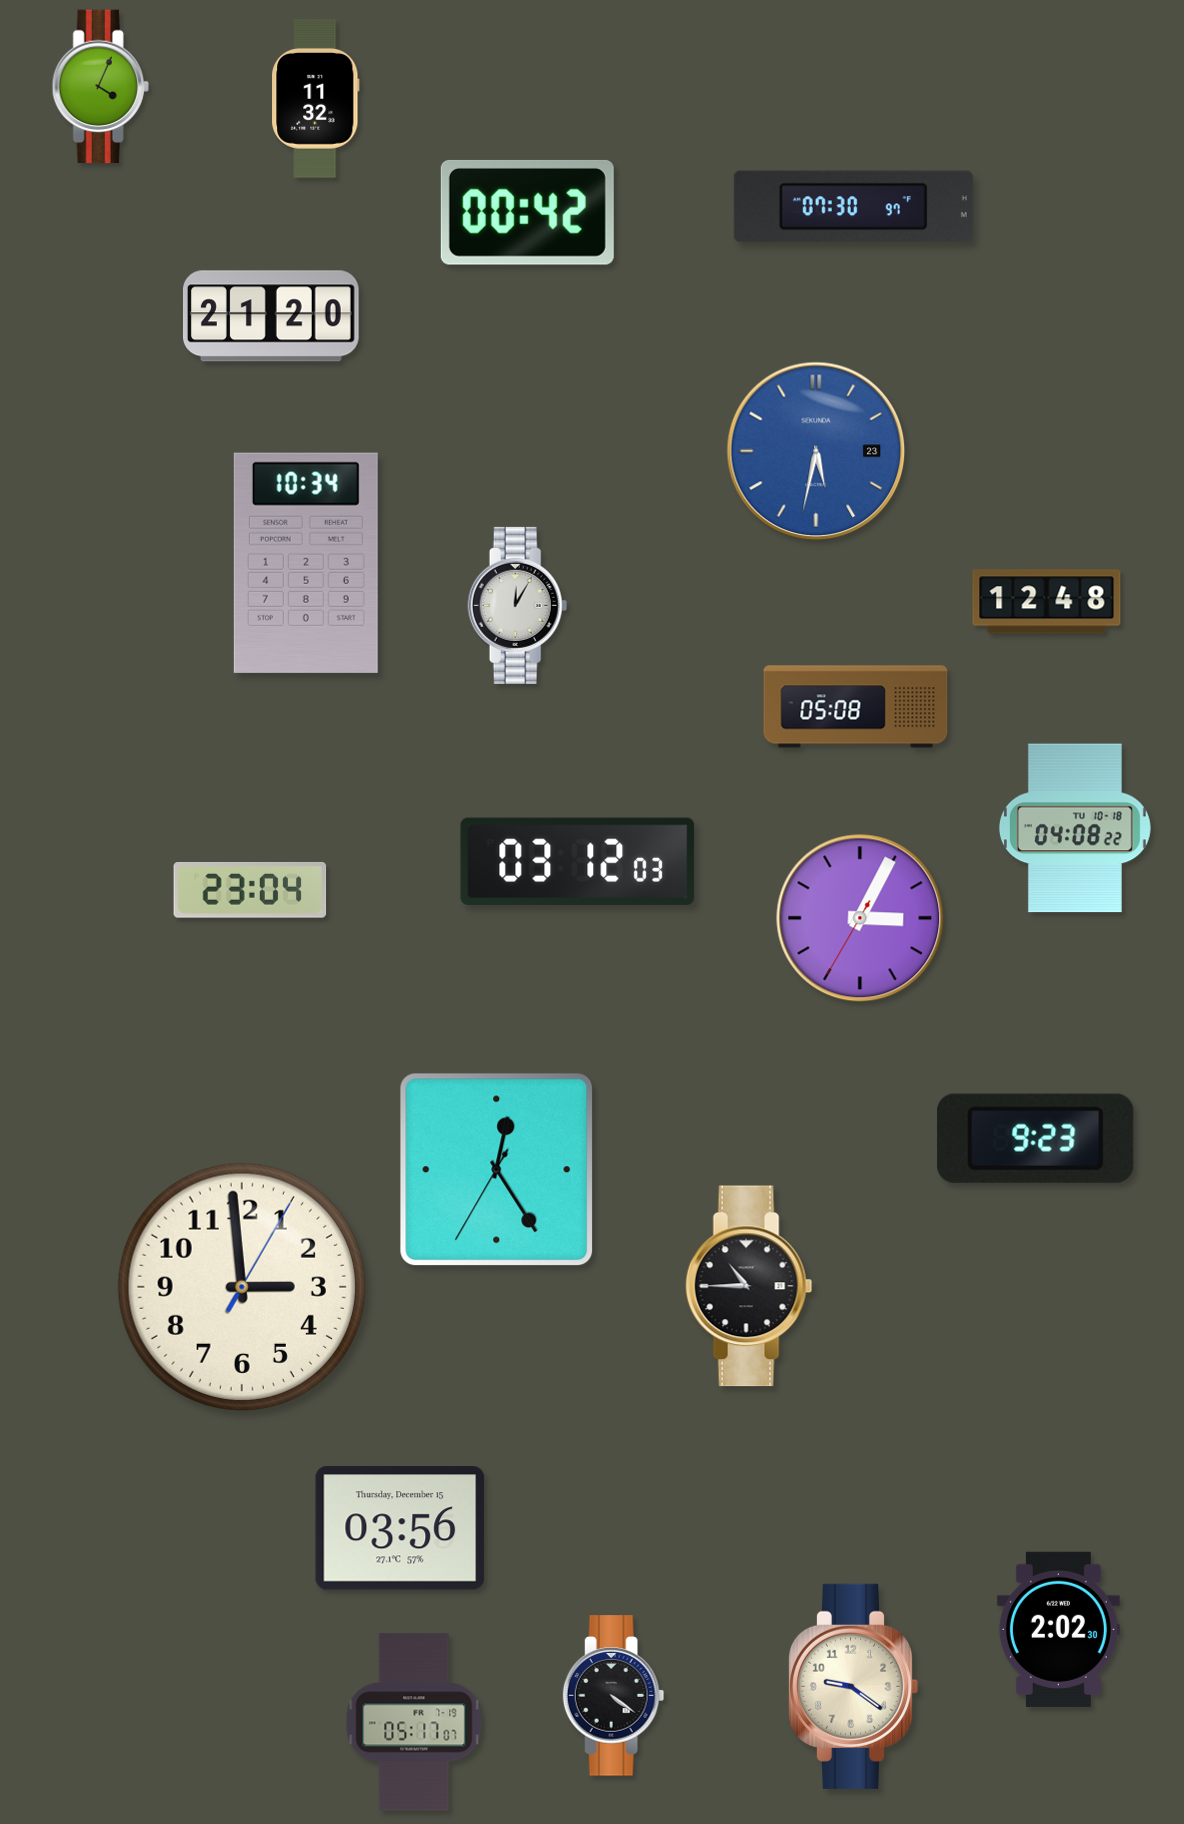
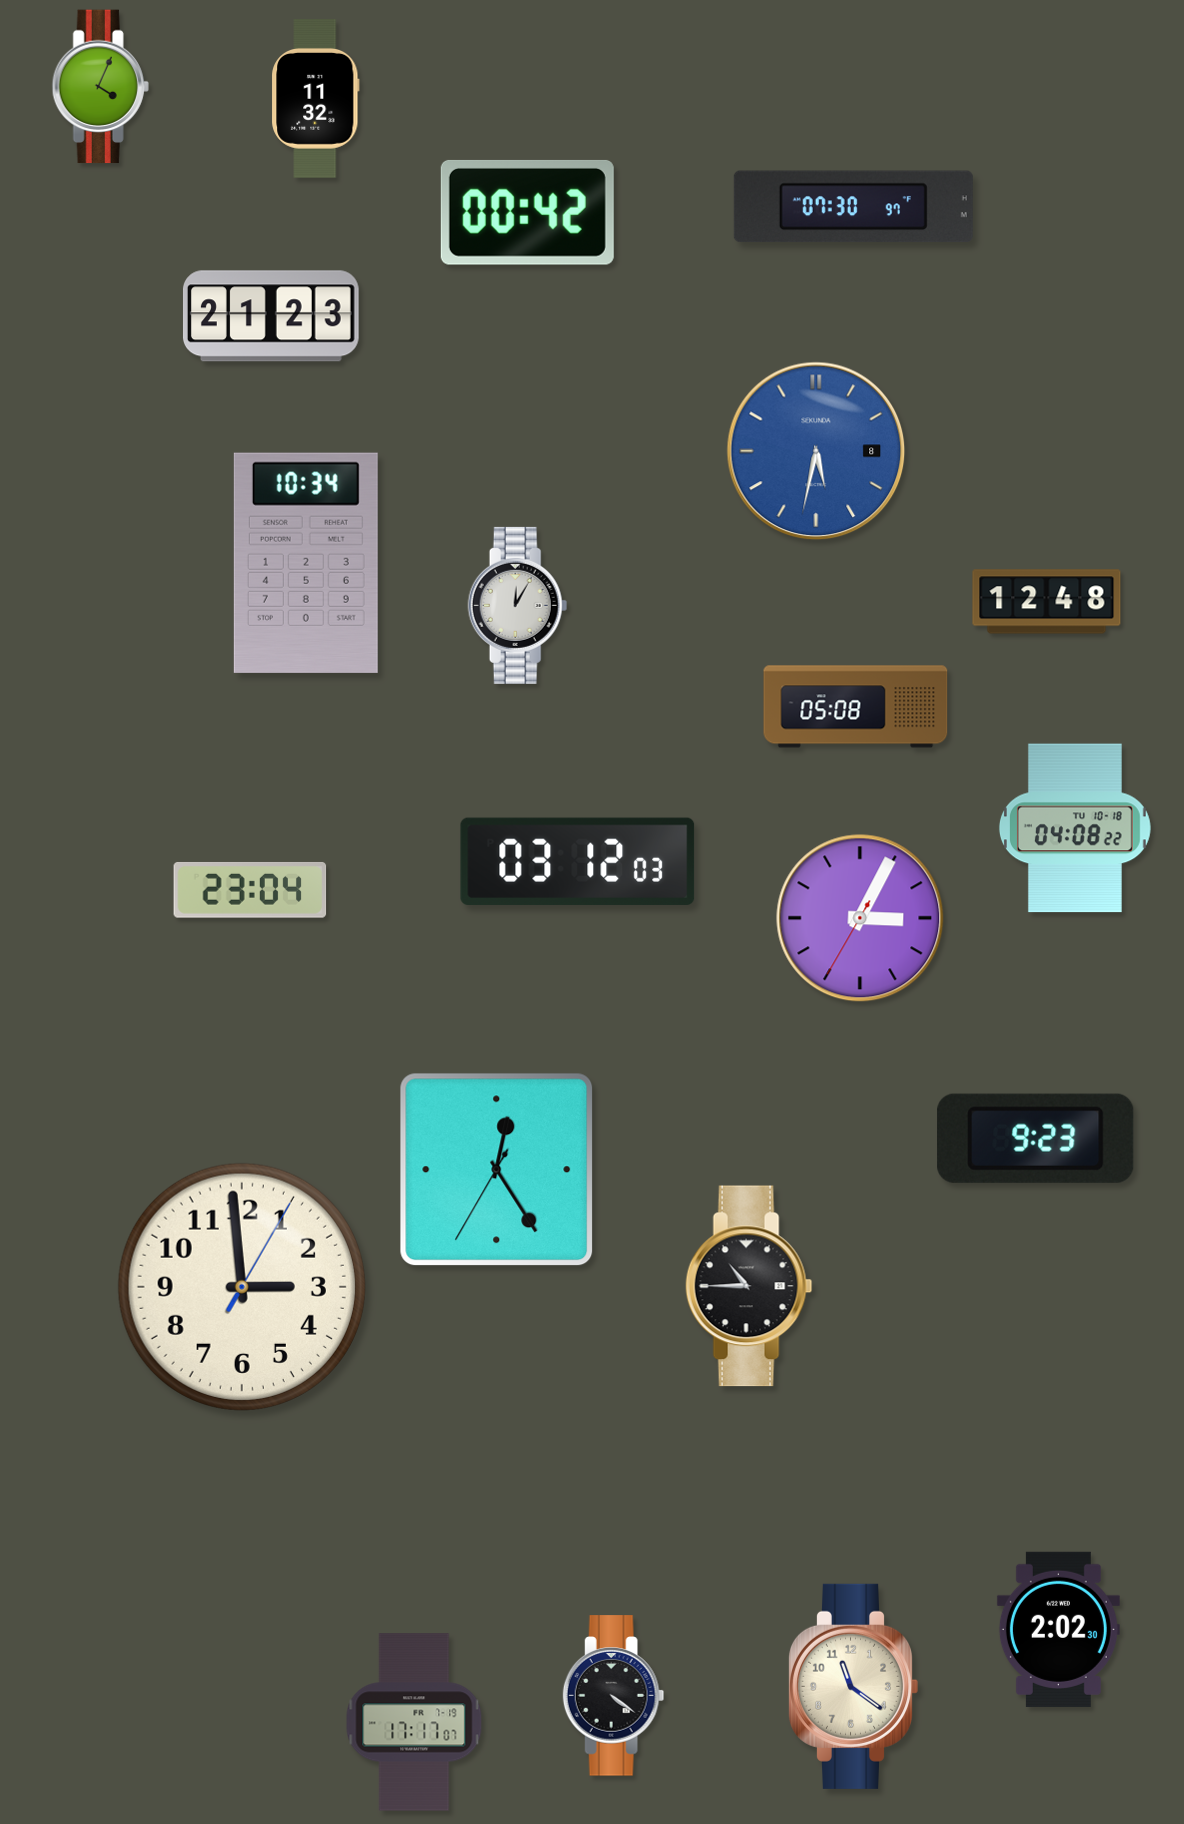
clock at (271, 316): 21:20 -> 21:23
clock at (816, 451) date: 23 -> 8
clock at (400, 1528): 03:56 -> none
clock at (853, 1686): 9:21 -> 11:21
clock at (414, 1722): 05:17 -> 17:17
